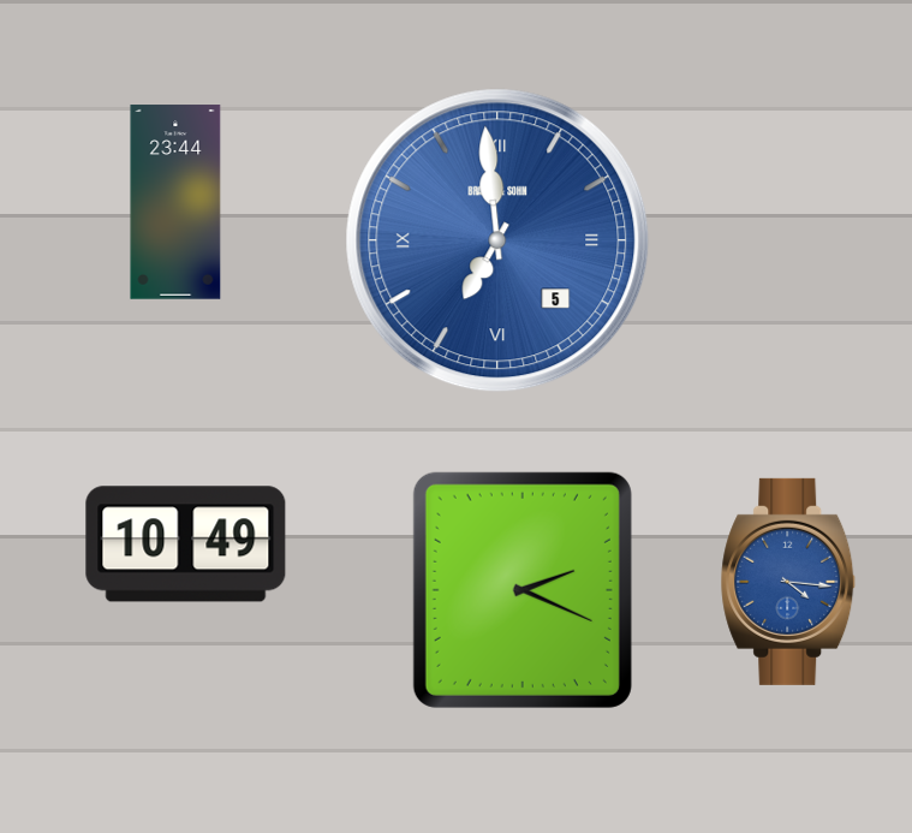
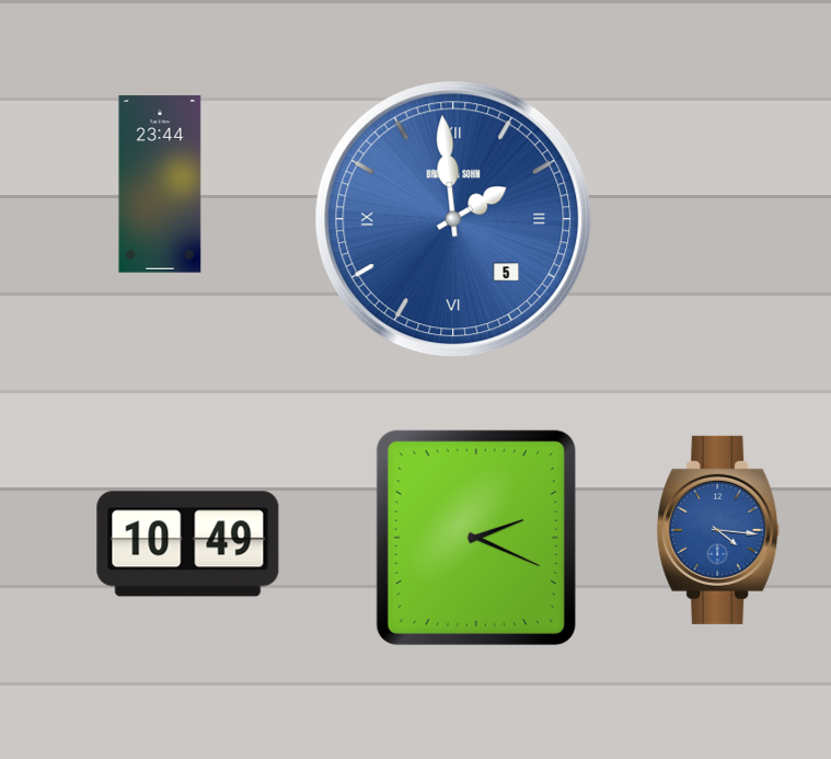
clock at (497, 240): 6:59 -> 1:59
clock at (186, 545) position: (186, 545) -> (188, 544)
